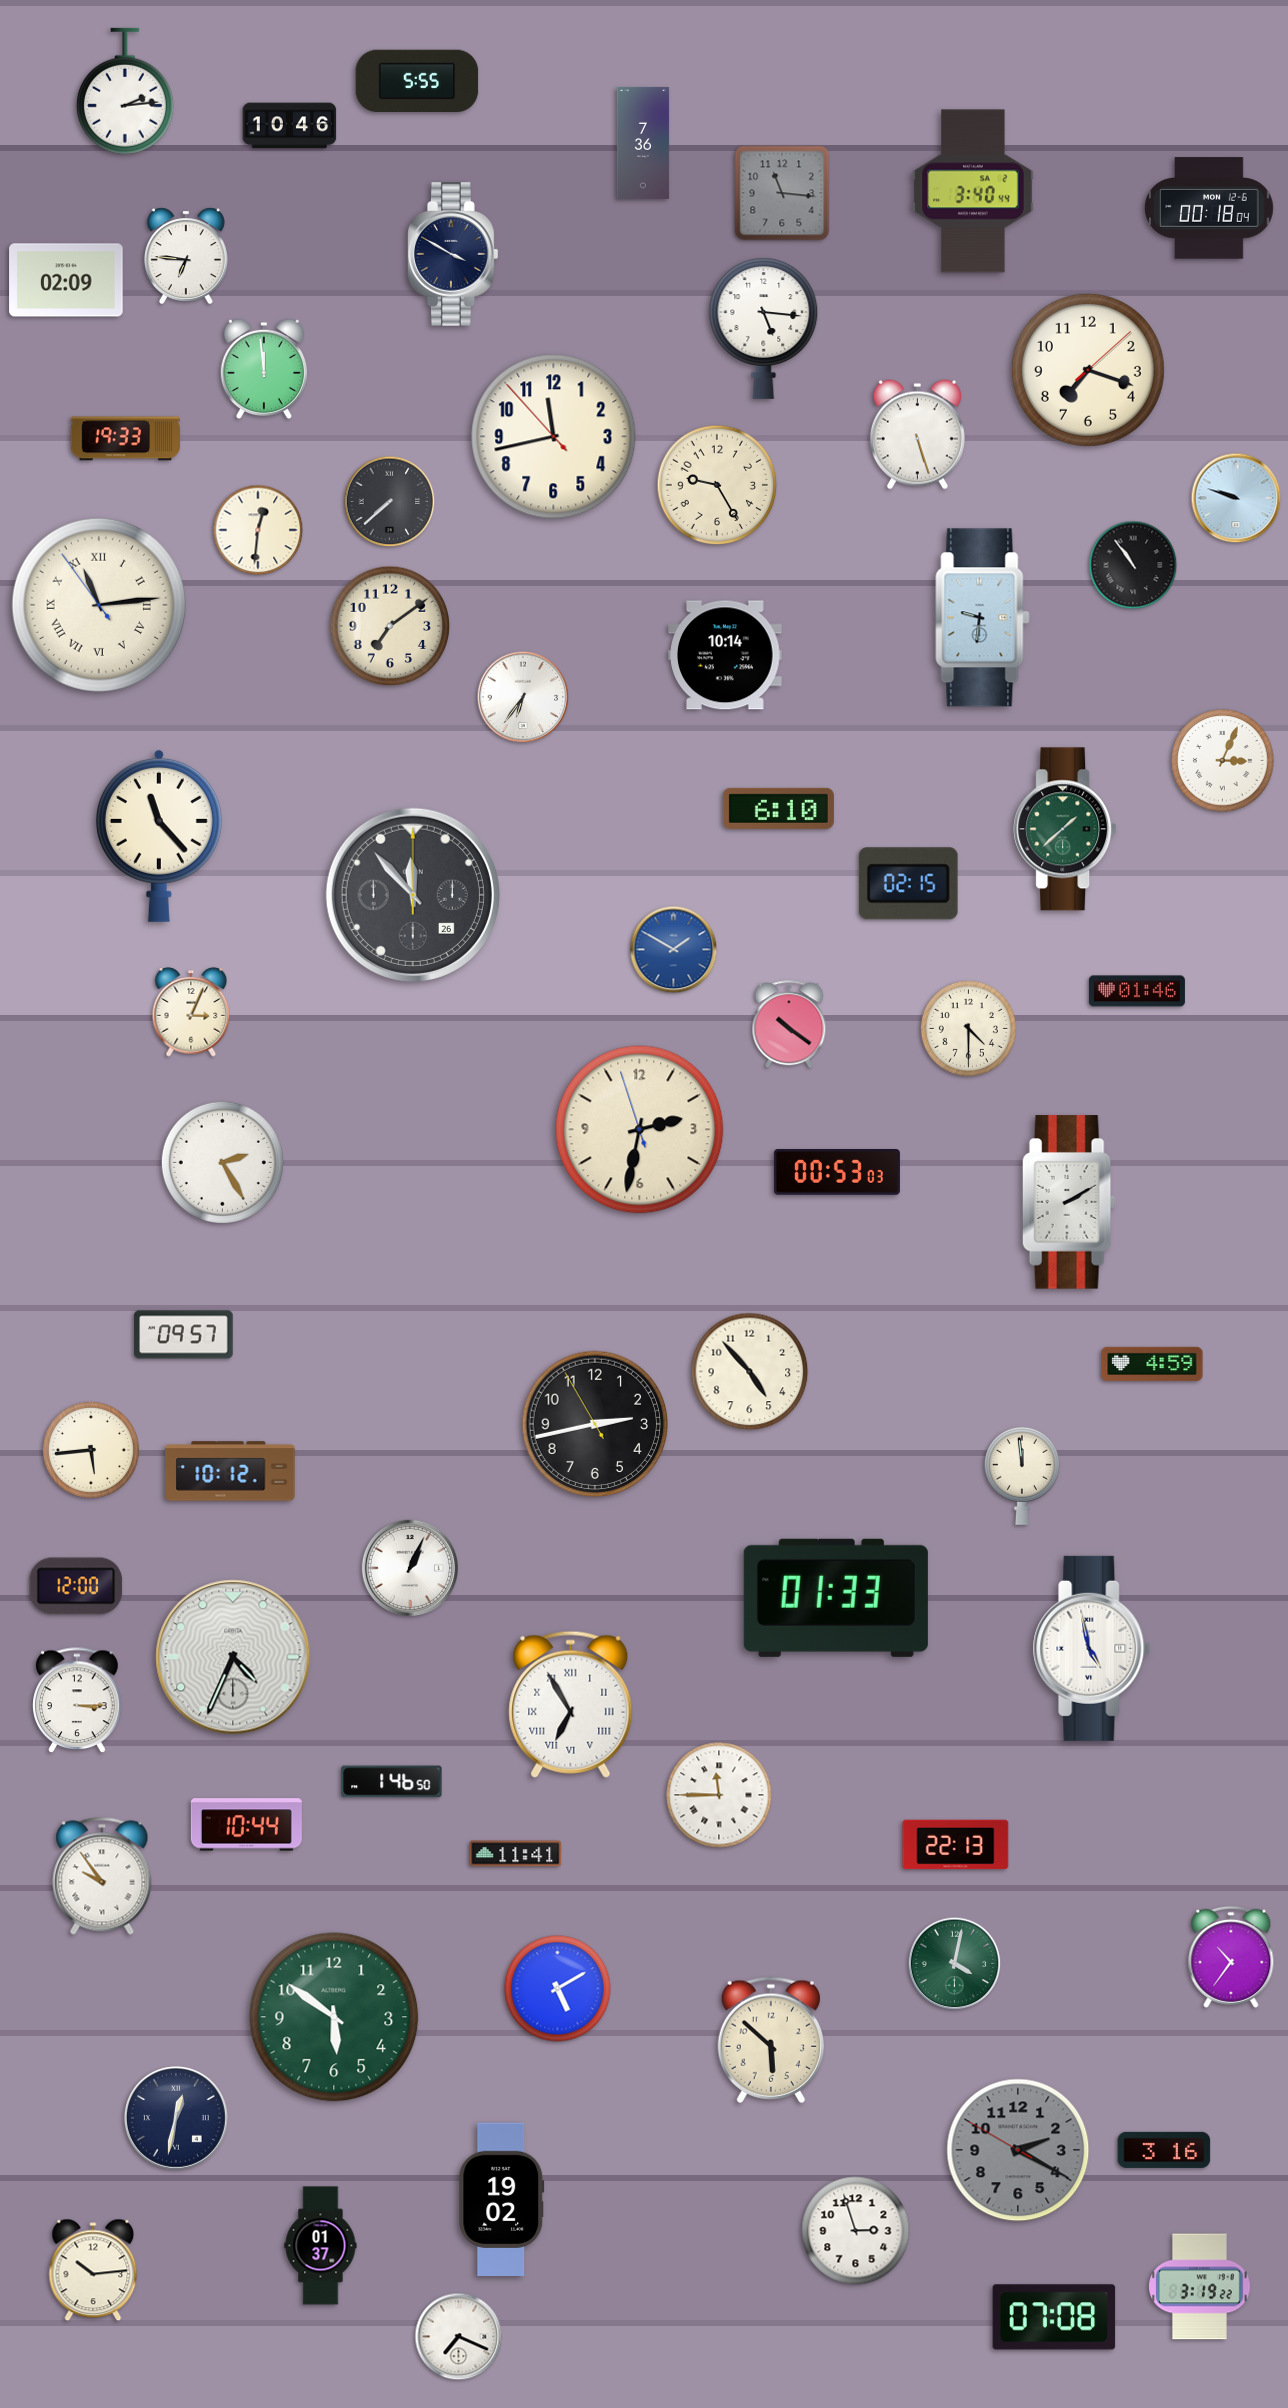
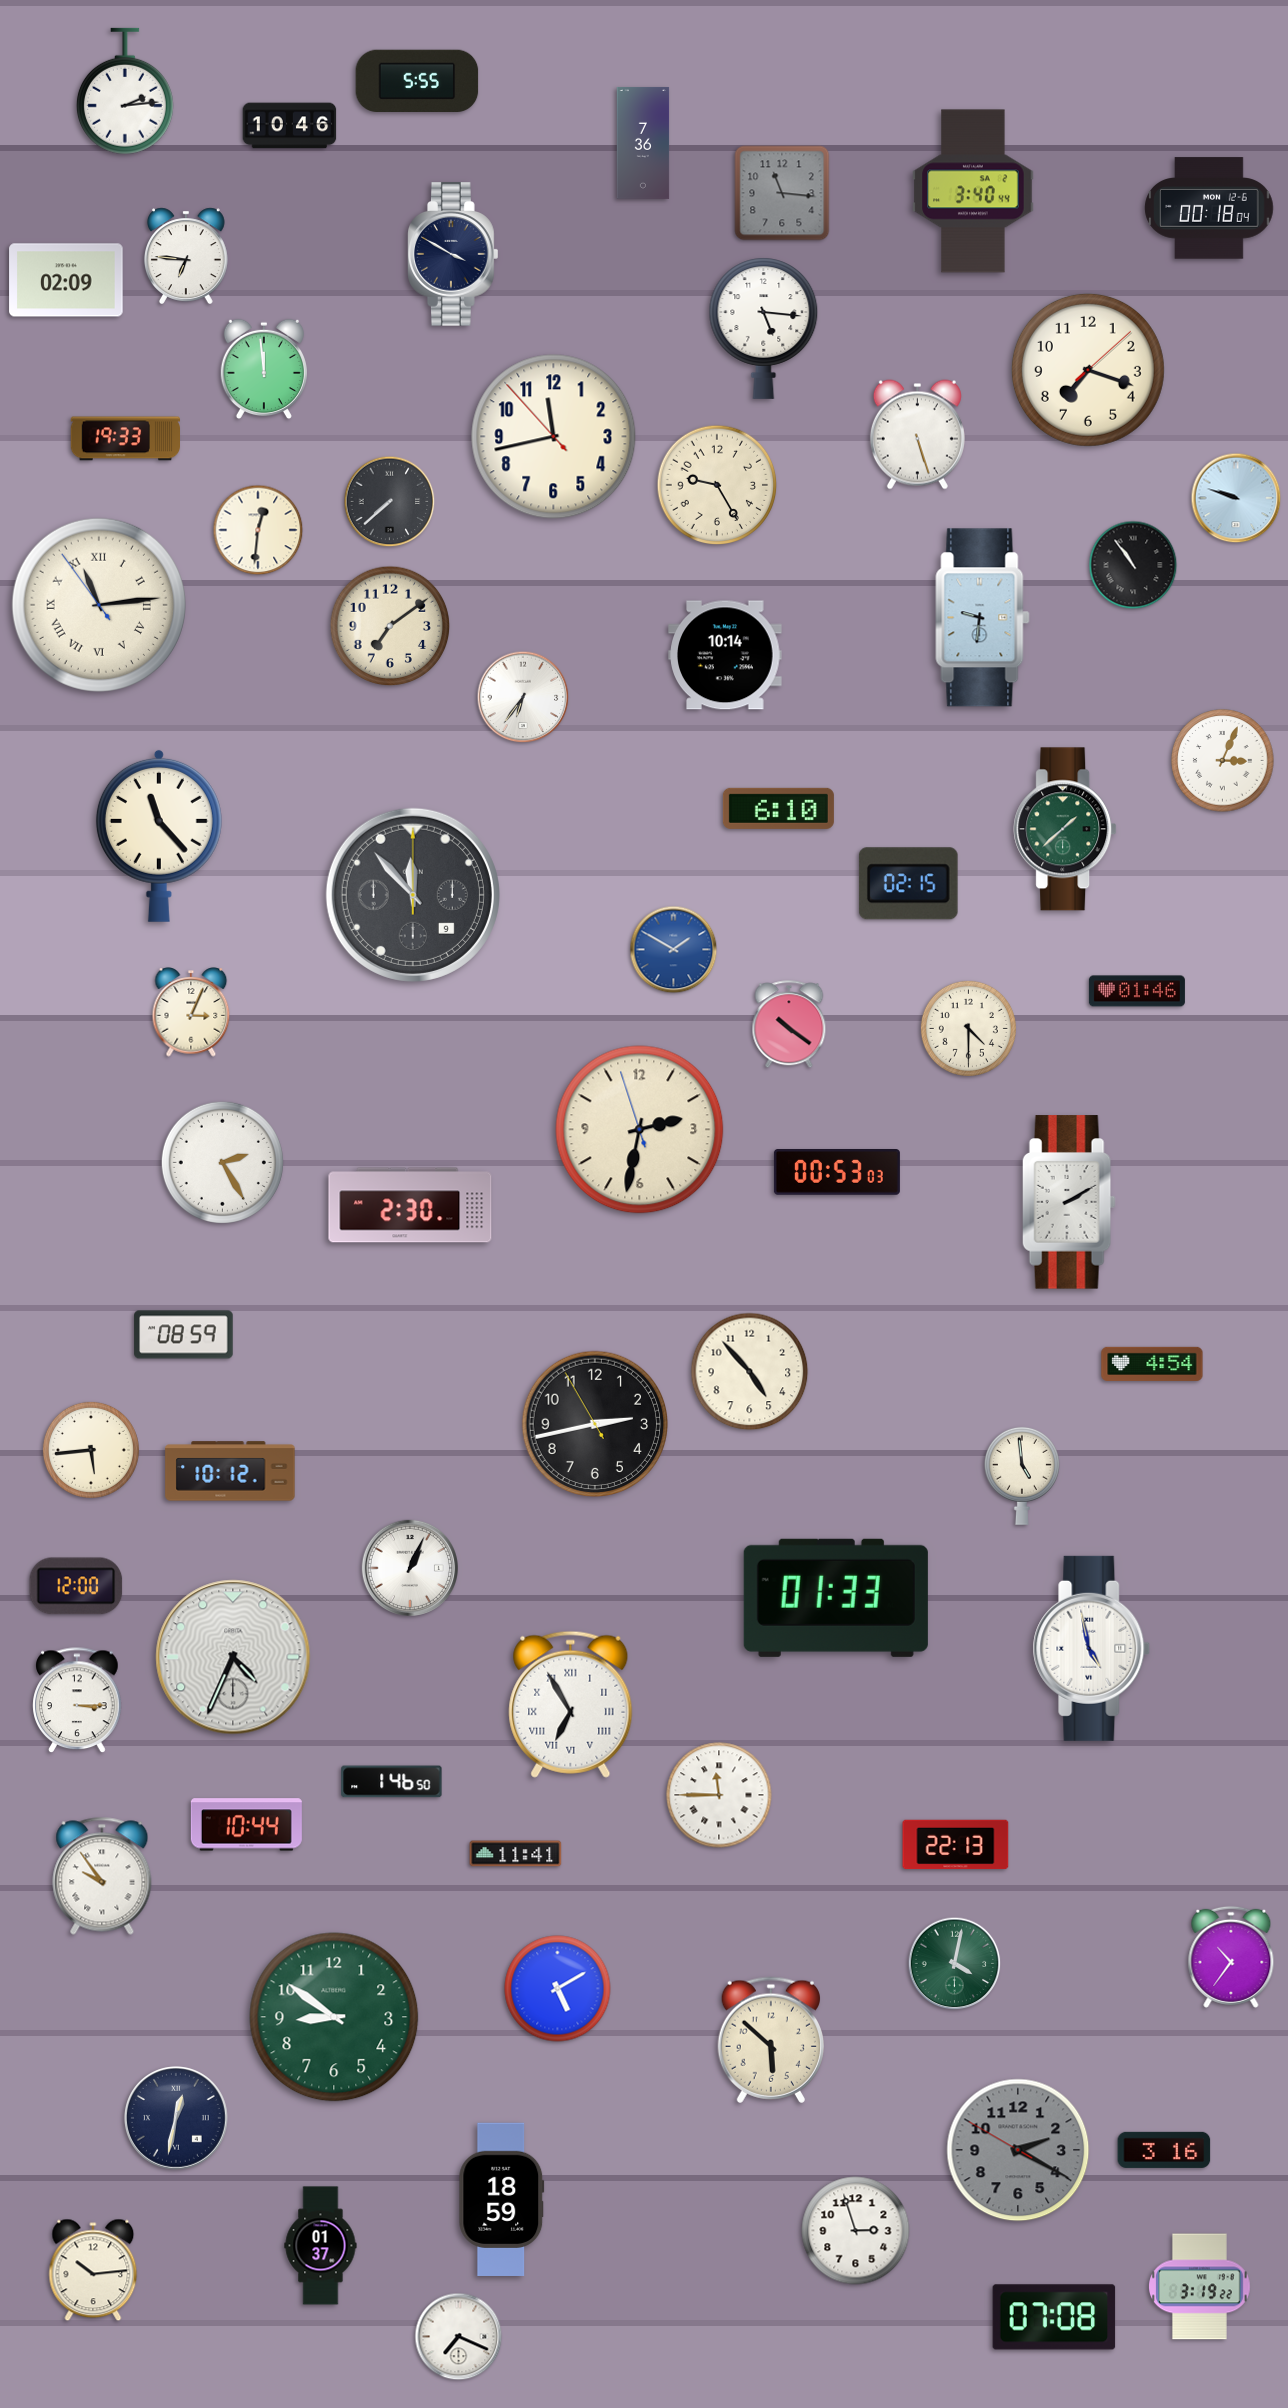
clock at (413, 895) date: 26 -> 9
clock at (410, 1205): none -> 2:30
clock at (184, 1335): 09:57 -> 08:59
clock at (1152, 1364): 4:59 -> 4:54
clock at (1022, 1476): 11:59 -> 4:59
clock at (334, 2017): 5:51 -> 8:51
clock at (502, 2200): 19:02 -> 18:59
